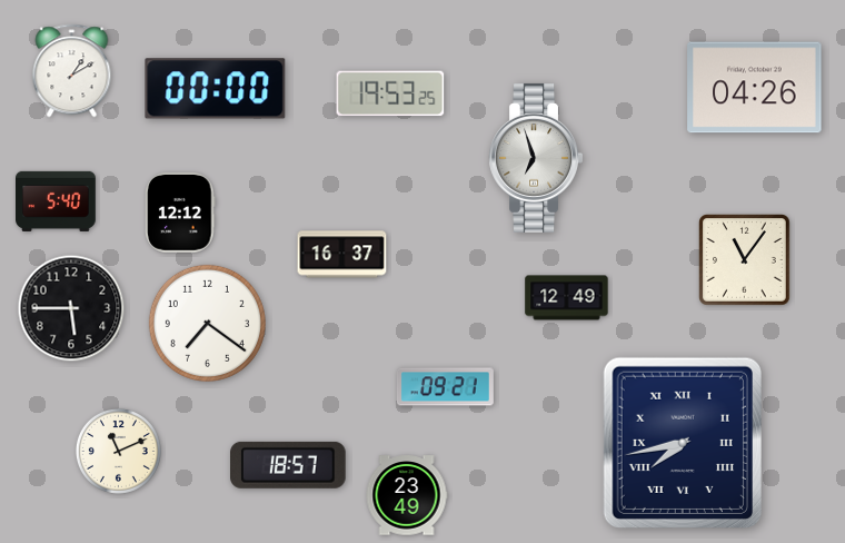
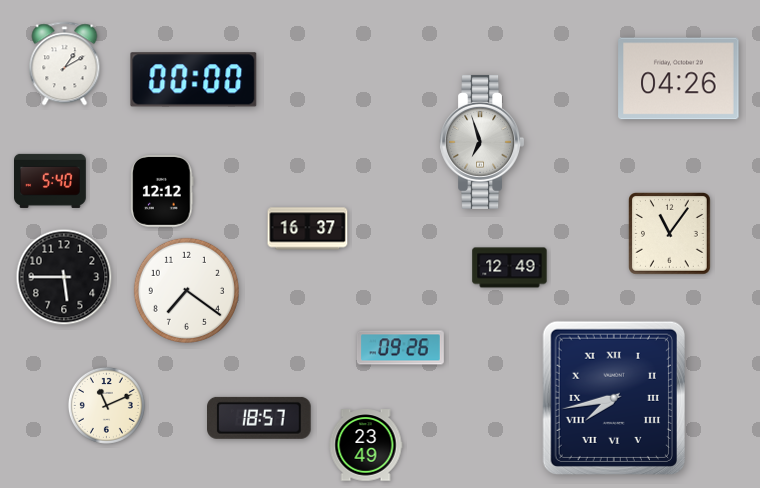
clock at (390, 93): 19:53 -> none
clock at (445, 387): 09:21 -> 09:26
